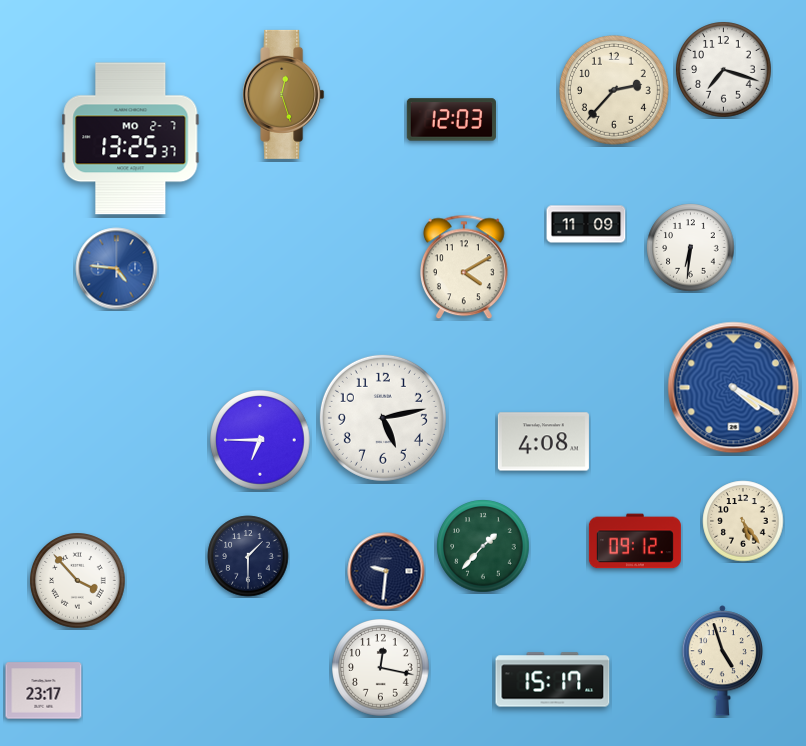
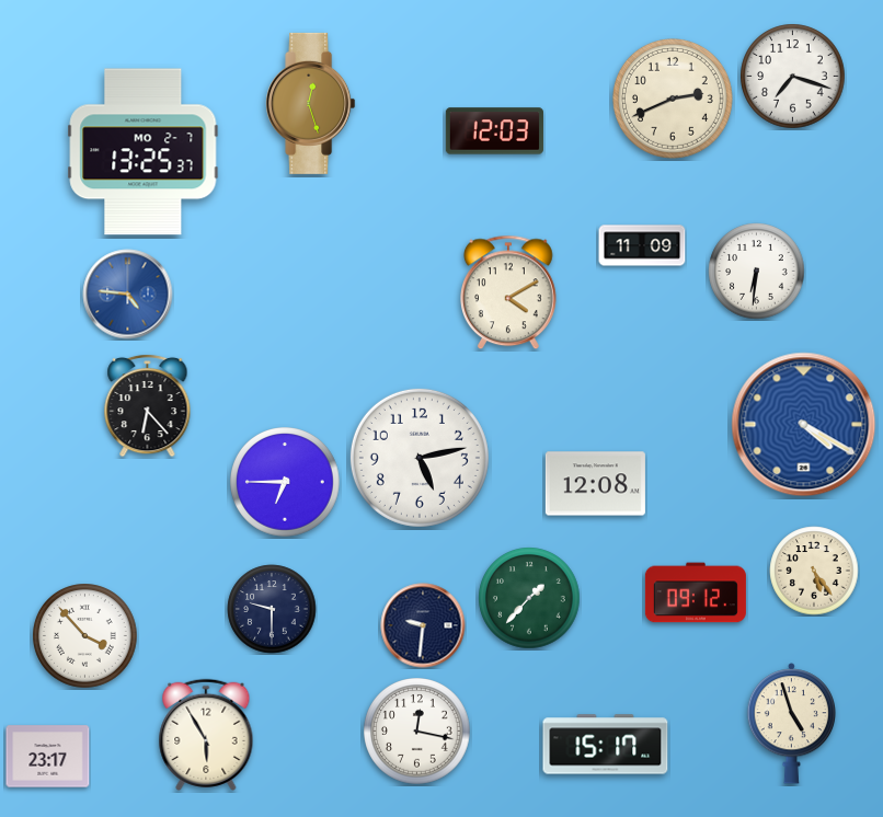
clock at (614, 90): 2:37 -> 2:41
clock at (148, 405): none -> 6:23
clock at (543, 442): 4:08 -> 12:08
clock at (248, 556): 1:30 -> 9:30
clock at (206, 735): none -> 5:55
